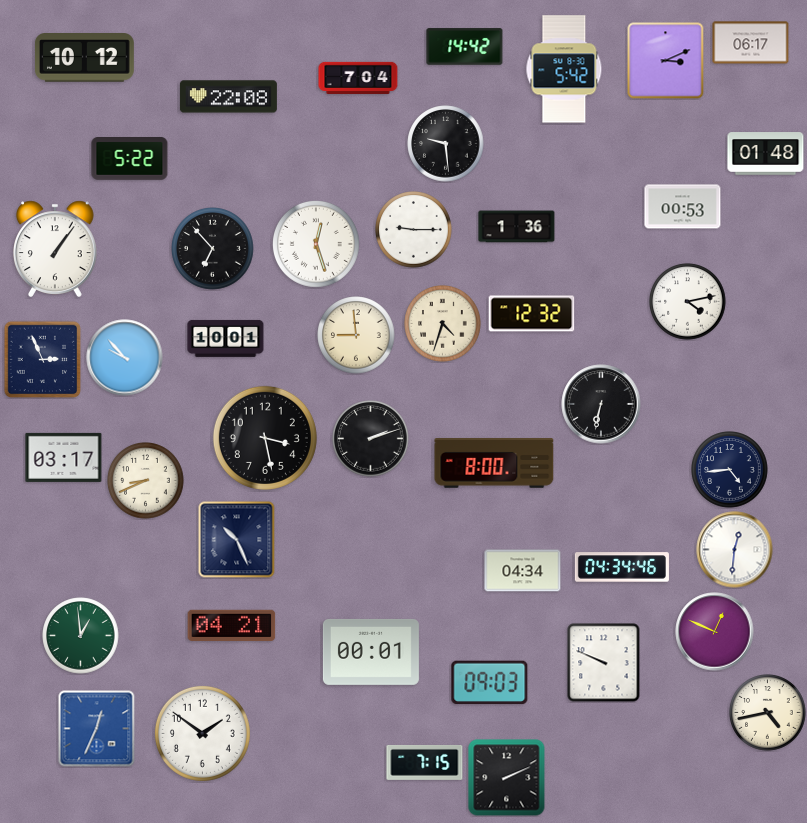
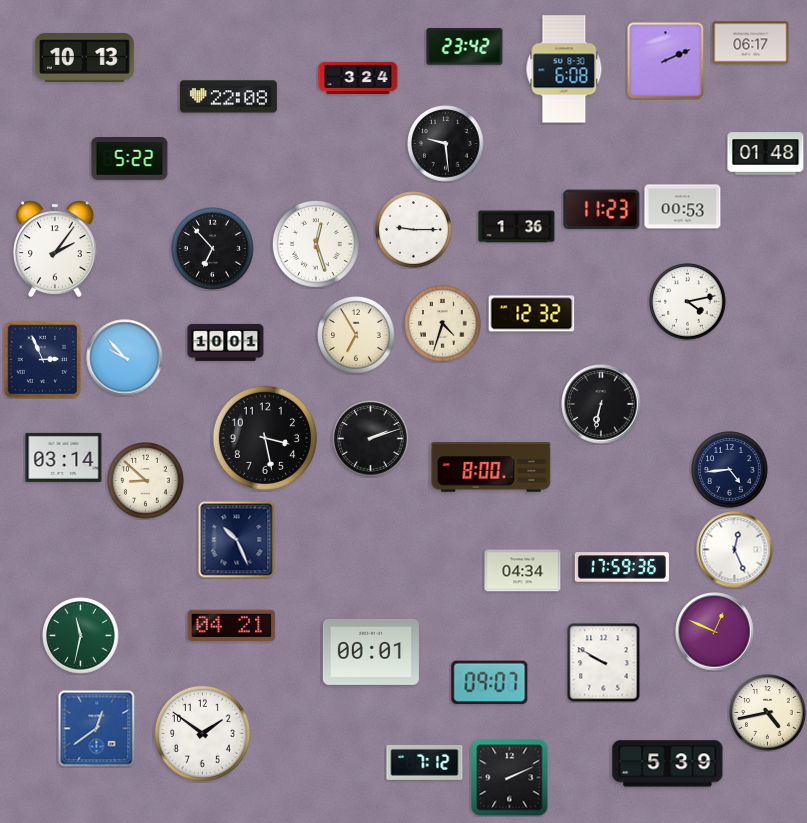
clock at (465, 47): 14:42 -> 23:42
clock at (84, 58): 10:12 -> 10:13
clock at (666, 61): 3:11 -> 2:11
clock at (564, 69): 5:42 -> 6:08
clock at (358, 77): 7:04 -> 3:24
clock at (602, 210): none -> 11:23
clock at (56, 249): 1:06 -> 2:06
clock at (356, 335): 8:59 -> 6:55
clock at (226, 338) position: (226, 338) -> (226, 342)
clock at (64, 457): 03:17 -> 03:14
clock at (494, 464) position: (494, 464) -> (491, 468)
clock at (146, 481): 8:41 -> 8:52
clock at (735, 550): 12:31 -> 12:26
clock at (622, 567): 04:34 -> 17:59
clock at (81, 636): 12:59 -> 11:32
clock at (604, 663): 9:49 -> 9:50
clock at (490, 682): 09:03 -> 09:07
clock at (97, 729): 12:34 -> 12:39
clock at (425, 762): 7:15 -> 7:12
clock at (668, 764): none -> 5:39
clock at (507, 778) position: (507, 778) -> (510, 778)
